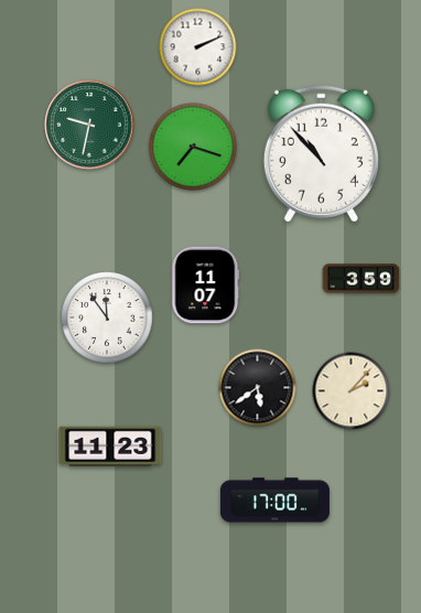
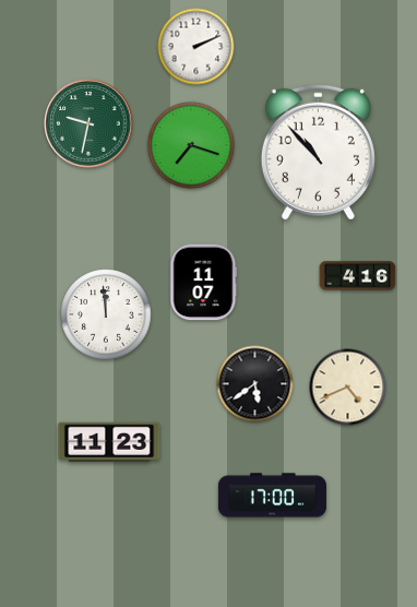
clock at (361, 279): 3:59 -> 4:16
clock at (107, 318): 11:54 -> 11:59
clock at (352, 391): 2:07 -> 4:41
